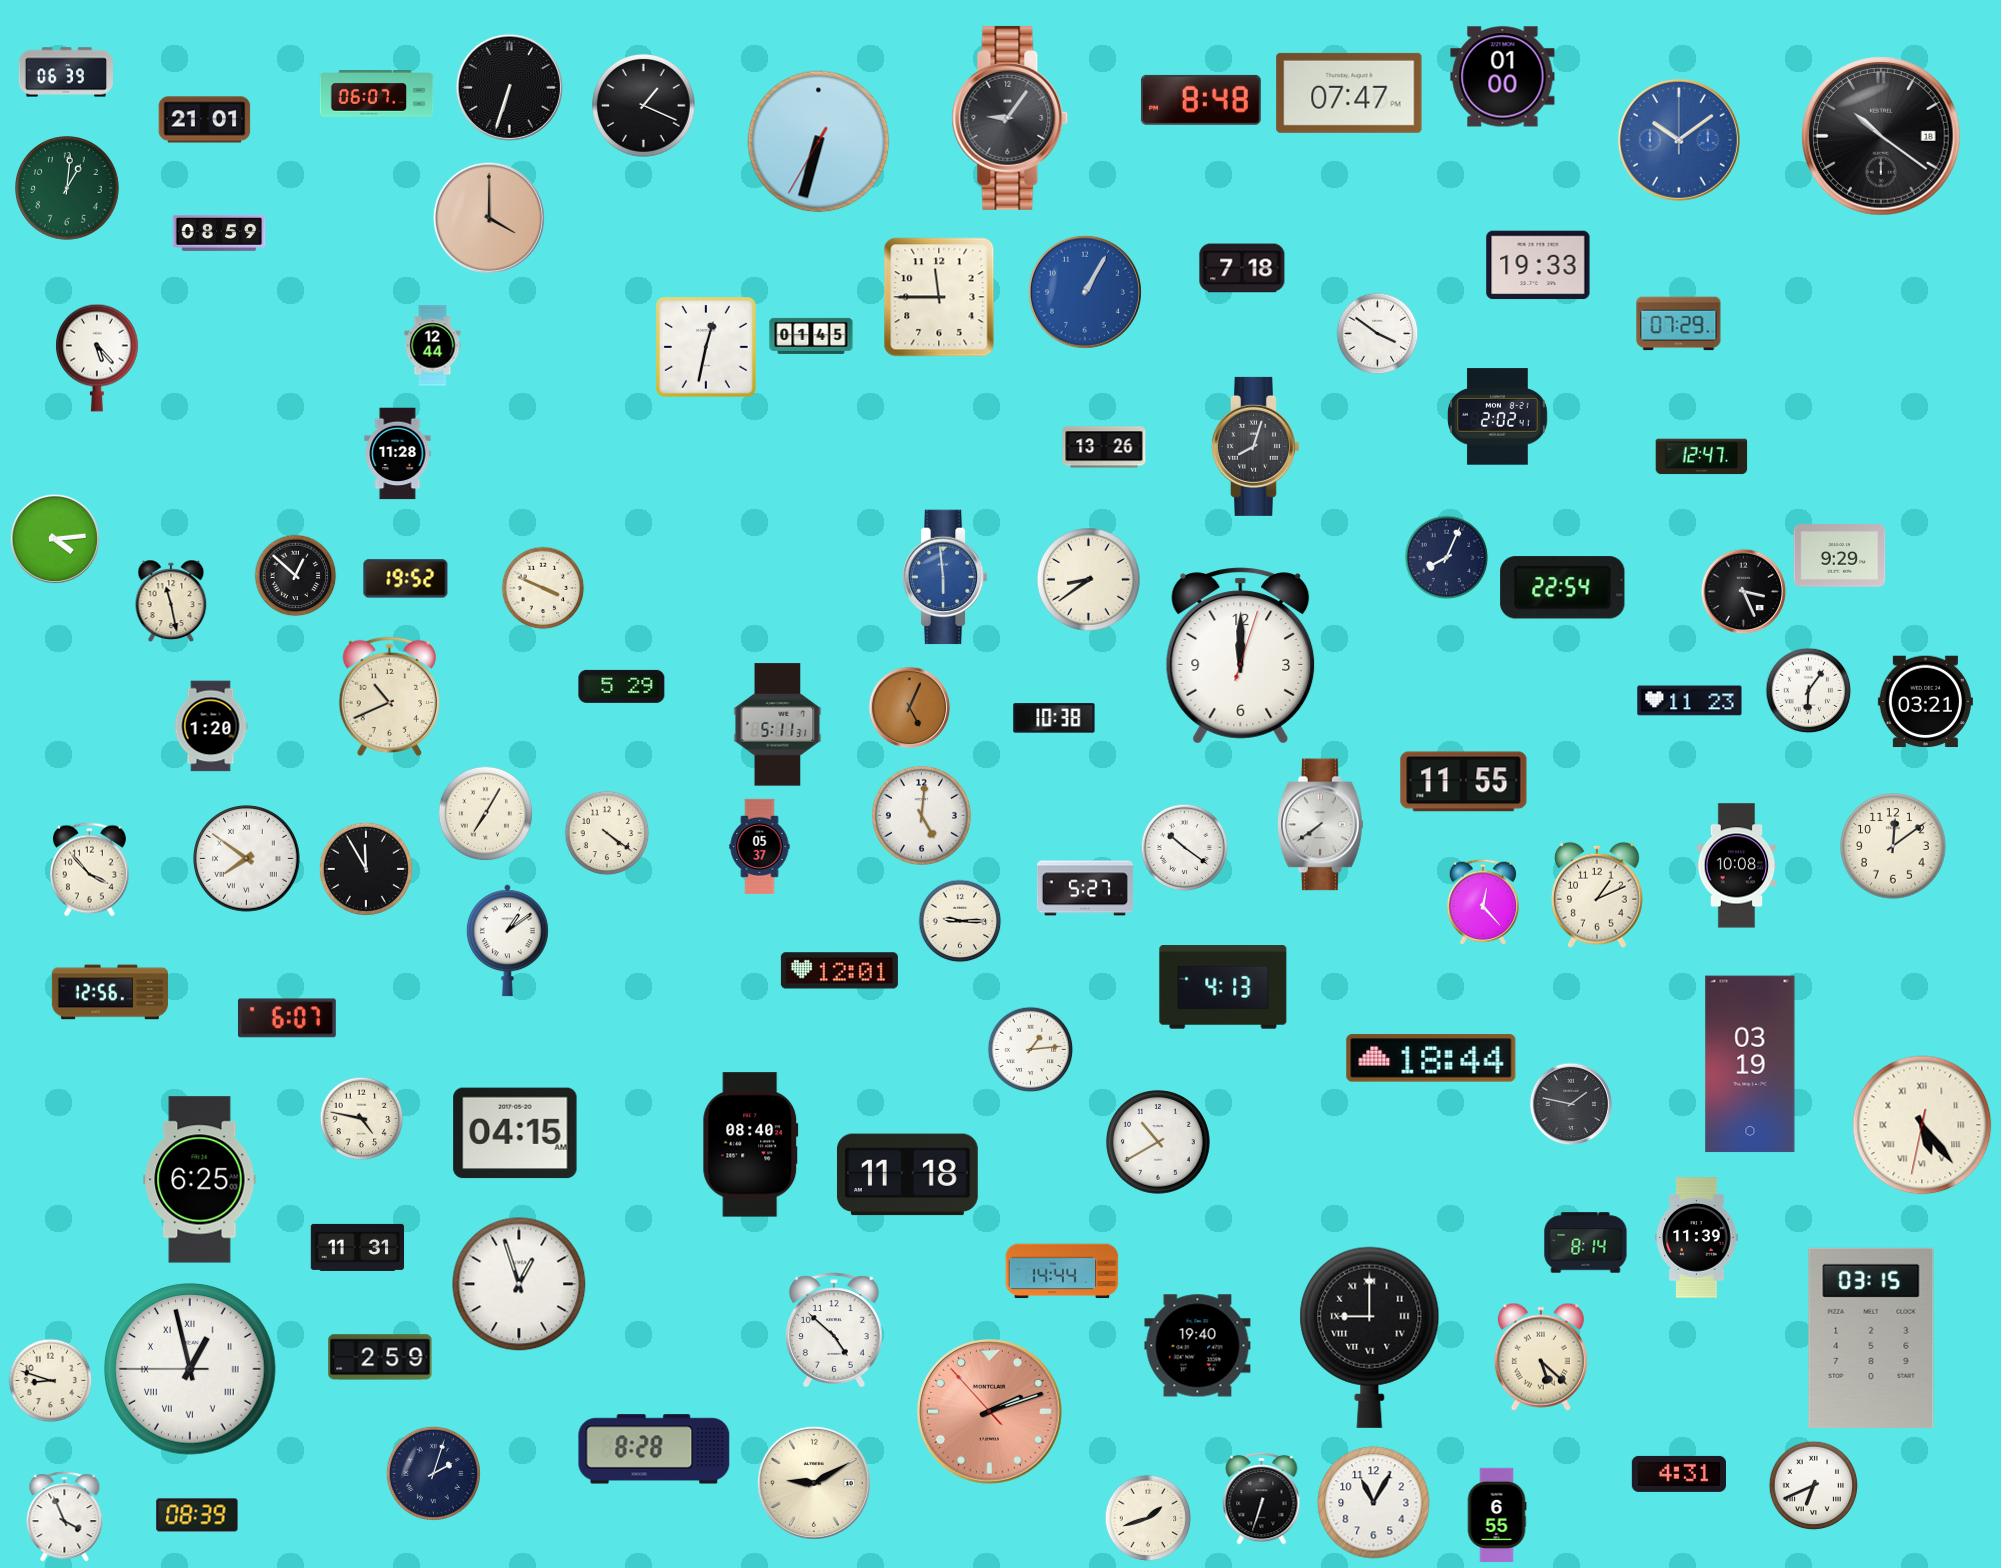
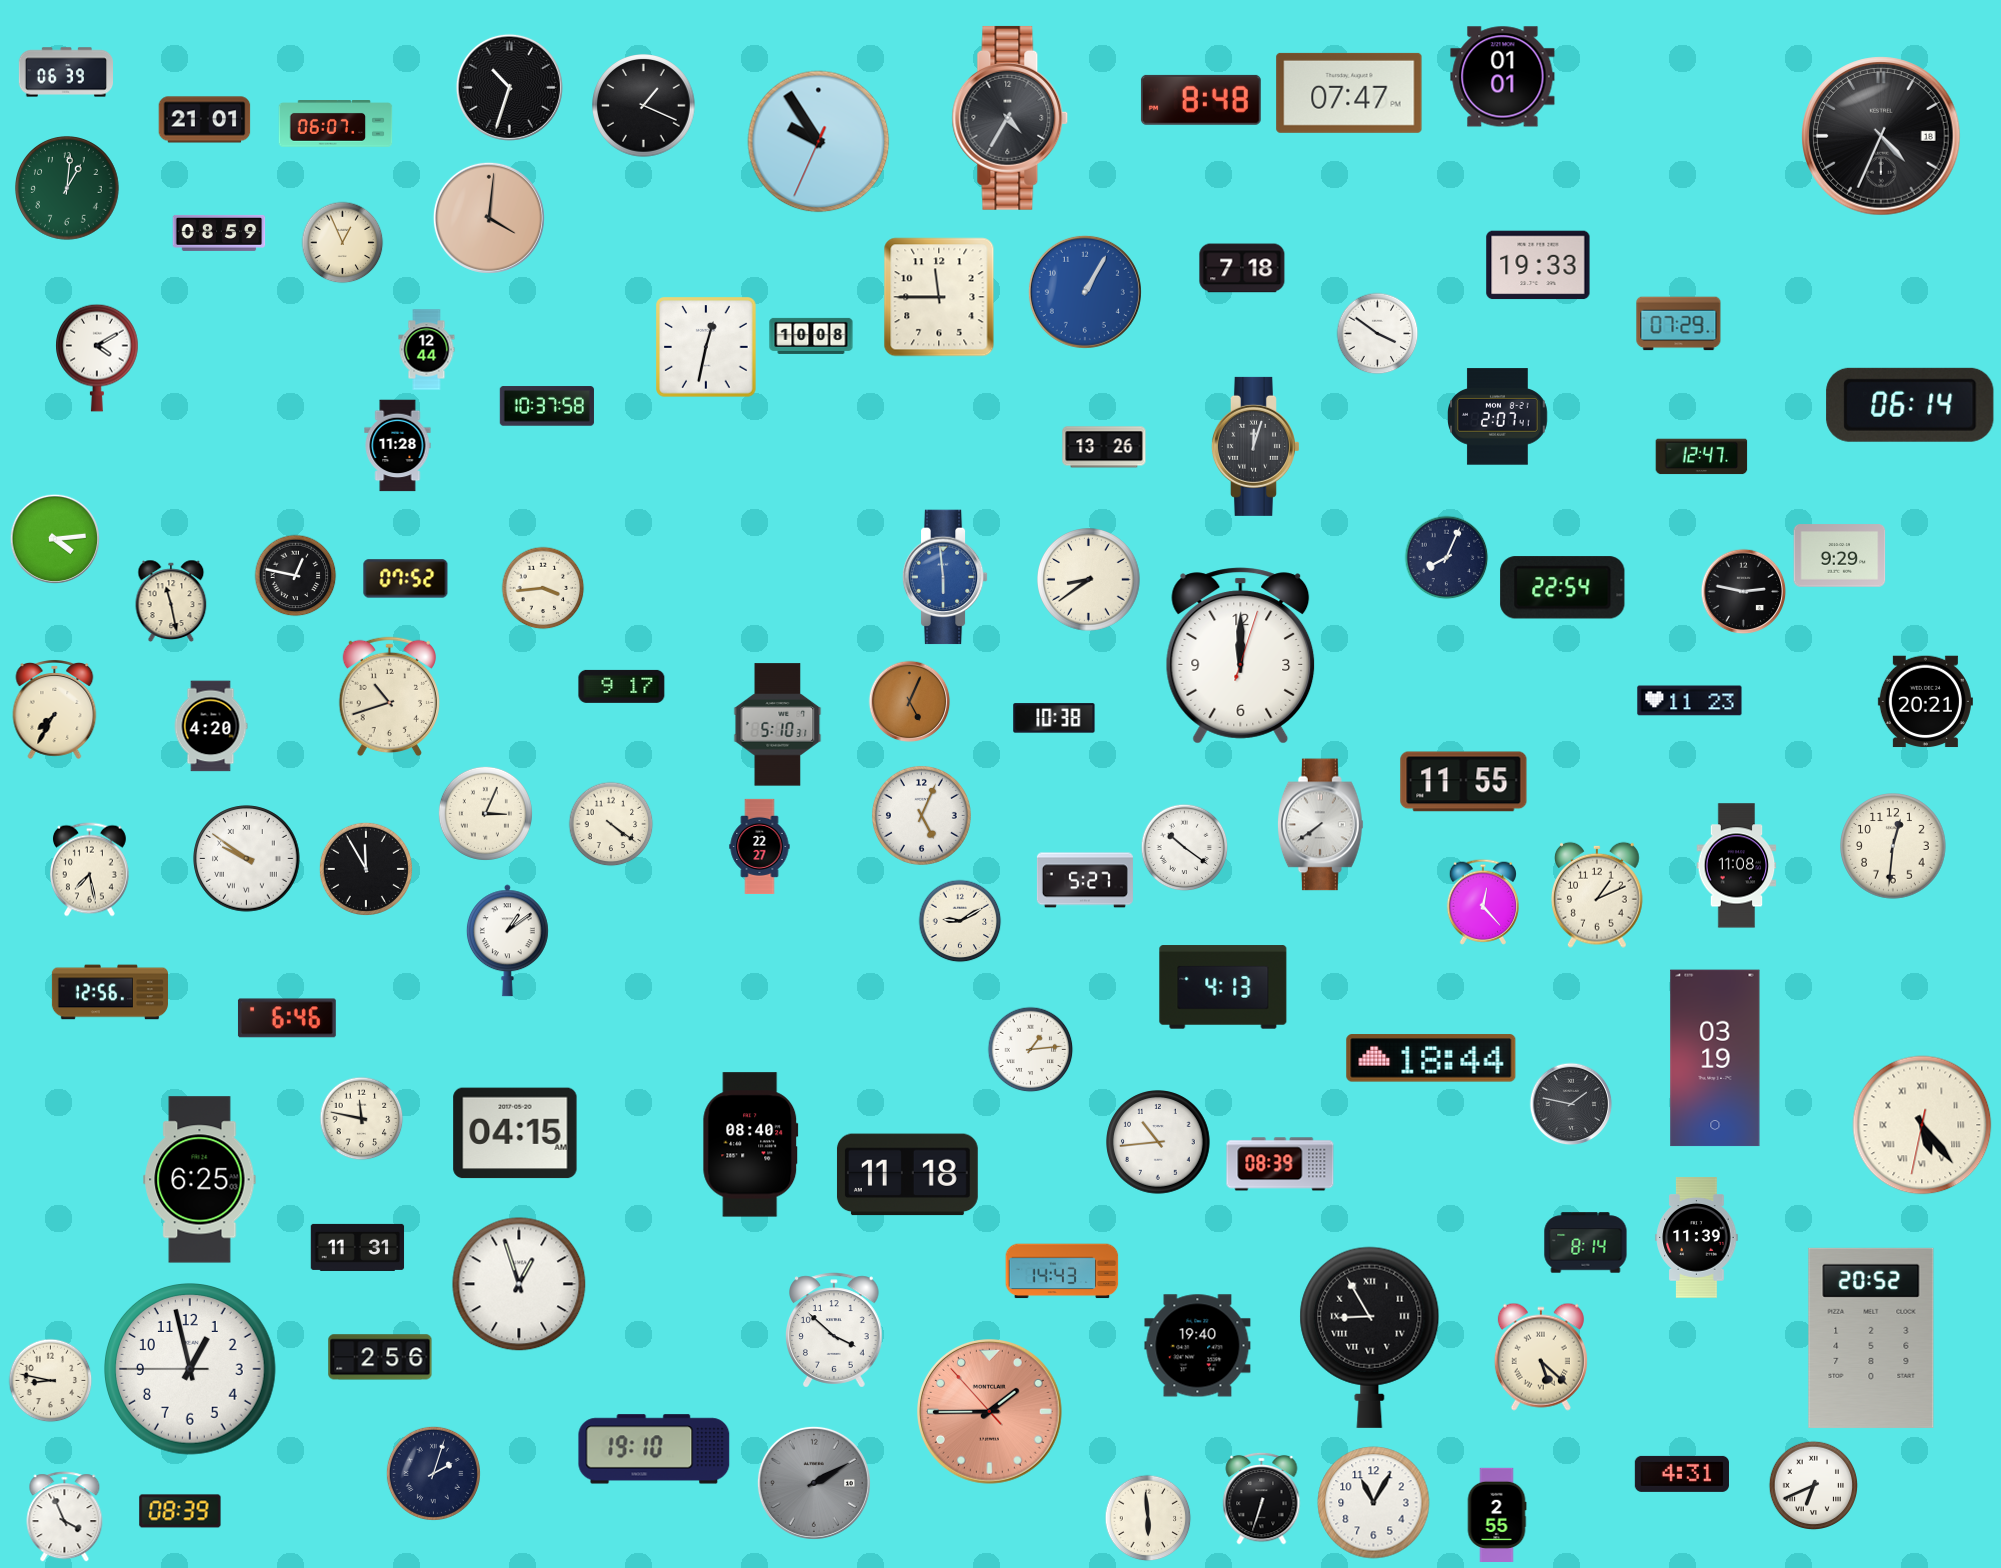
clock at (1503, 77): 01:00 -> 01:01
clock at (509, 87): 6:33 -> 10:33
clock at (377, 94) position: (377, 94) -> (336, 124)
clock at (1010, 118): 9:06 -> 4:35
clock at (1881, 136): 10:21 -> 4:34
clock at (1679, 140): 10:09 -> none
clock at (819, 142): 6:32 -> 9:54
clock at (489, 218): 4:00 -> 4:01
clock at (343, 243): none -> 12:56
clock at (811, 336): 01:45 -> 10:08
clock at (433, 346) position: (433, 346) -> (427, 350)
clock at (97, 358): 5:23 -> 4:10
clock at (1910, 405): none -> 06:14
clock at (547, 406): none -> 10:37
clock at (1498, 417): 2:02 -> 2:07
clock at (1255, 446): 8:03 -> 12:03
clock at (398, 454) position: (398, 454) -> (398, 446)
clock at (296, 576): 12:52 -> 12:47
clock at (406, 579): 19:52 -> 07:52
clock at (543, 588): 3:49 -> 3:44
clock at (1744, 592): 3:26 -> 2:47
clock at (622, 686): 5:29 -> 9:17
clock at (1809, 691): 6:06 -> none
clock at (389, 697): 10:41 -> 10:42
clock at (1925, 702): 03:21 -> 20:21
clock at (910, 708) position: (910, 708) -> (910, 702)
clock at (55, 709): none -> 7:35
clock at (778, 725): 5:11 -> 5:10
clock at (211, 726): 1:20 -> 4:20
clock at (485, 813): 7:05 -> 3:04
clock at (921, 815): 5:01 -> 5:04
clock at (607, 833) position: (607, 833) -> (611, 824)
clock at (760, 846): 05:37 -> 22:27
clock at (1893, 846): 12:09 -> 12:31
clock at (247, 859): 7:51 -> 9:51
clock at (1737, 866): 10:08 -> 11:08
clock at (89, 870): 3:53 -> 7:28
clock at (1085, 888) position: (1085, 888) -> (1085, 880)
clock at (960, 921): 9:15 -> 9:10
clock at (839, 971): 12:01 -> none
clock at (287, 1018): 6:07 -> 6:46
clock at (1750, 1064) position: (1750, 1064) -> (1715, 1058)
clock at (362, 1119): 4:47 -> 11:47
clock at (1158, 1142): 10:40 -> 10:44
clock at (1280, 1164): none -> 08:39
clock at (1062, 1271): 14:44 -> 14:43
clock at (835, 1330): 4:52 -> 3:52
clock at (1370, 1337): 9:00 -> 8:55
clock at (1871, 1338): 03:15 -> 20:52
clock at (380, 1357): 2:59 -> 2:56
clock at (191, 1370) numerals: Roman -> Arabic
clock at (51, 1381): 8:48 -> 8:47
clock at (990, 1412): 2:11 -> 1:44
clock at (654, 1449): 8:28 -> 19:10
clock at (1679, 1474) position: (1679, 1474) -> (1682, 1474)
clock at (814, 1483): 9:10 -> 2:10
clock at (814, 1483) dial: cream -> grey
clock at (1497, 1514): 6:55 -> 2:55
clock at (197, 1515) position: (197, 1515) -> (180, 1511)
clock at (1148, 1518): 1:42 -> 5:59
